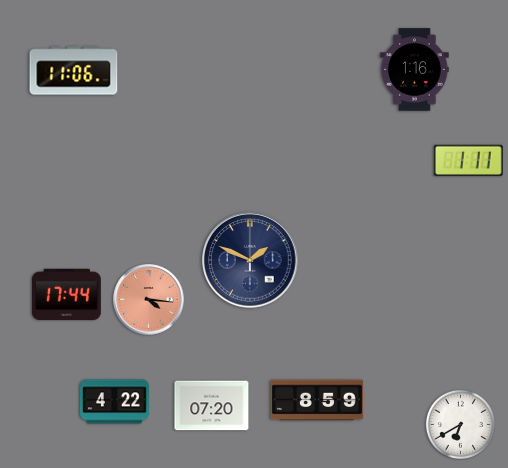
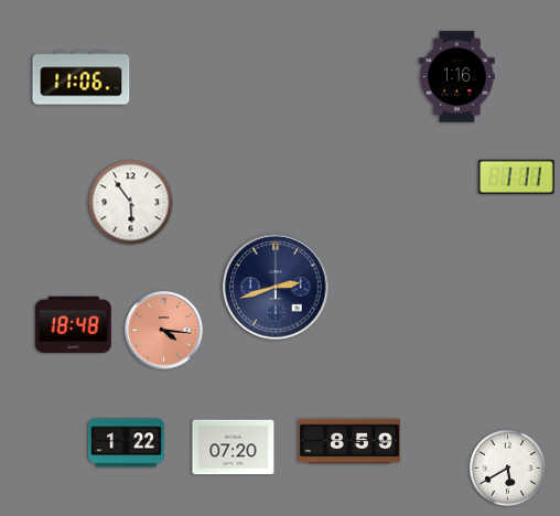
clock at (131, 203): none -> 5:54
clock at (250, 260): 1:49 -> 2:42
clock at (66, 294): 17:44 -> 18:48
clock at (115, 402): 4:22 -> 1:22
clock at (460, 424): 6:40 -> 5:40
